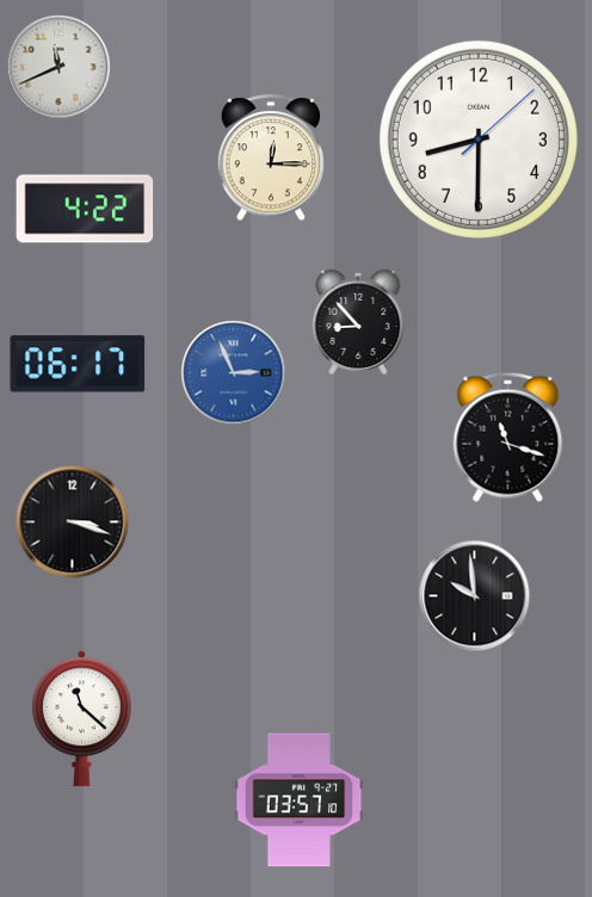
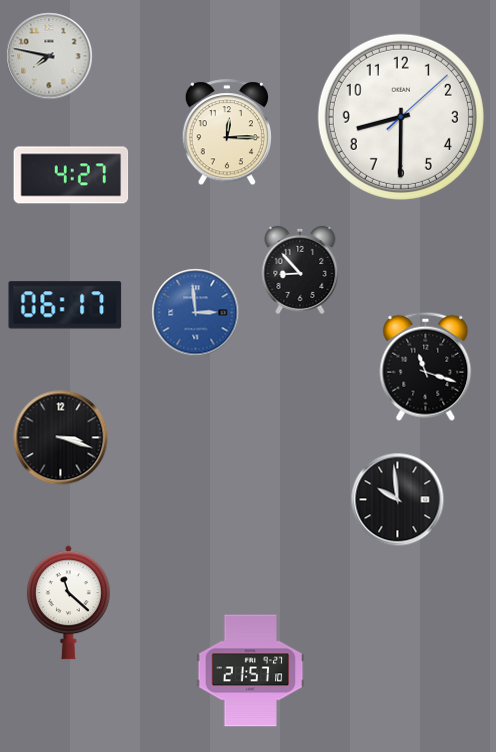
clock at (58, 67): 11:41 -> 7:47
clock at (85, 209): 4:22 -> 4:27
clock at (234, 373): 2:56 -> 2:59
clock at (300, 800): 03:57 -> 21:57
